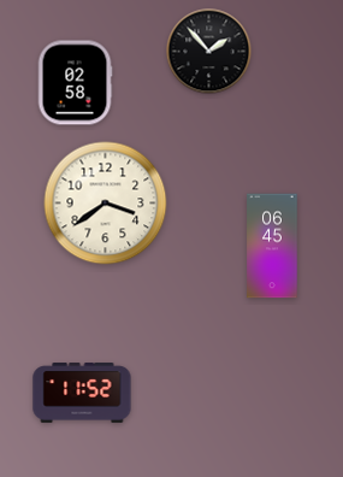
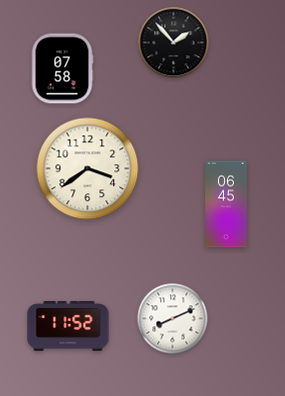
clock at (75, 83): 02:58 -> 07:58
clock at (173, 319): none -> 8:11
